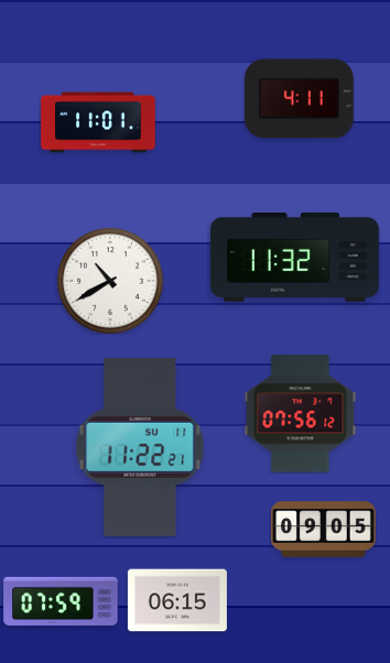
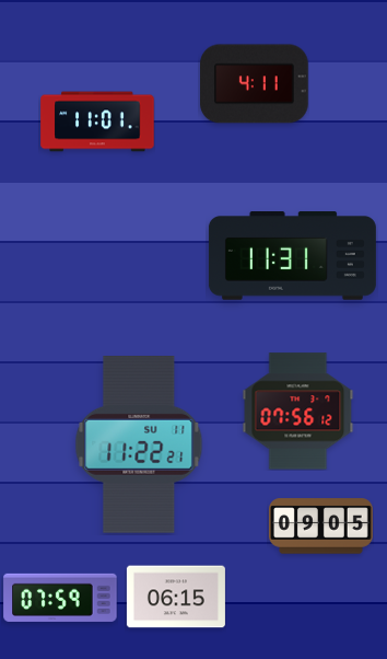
clock at (300, 99) position: (300, 99) -> (255, 84)
clock at (294, 258): 11:32 -> 11:31
clock at (110, 281): 10:40 -> none
